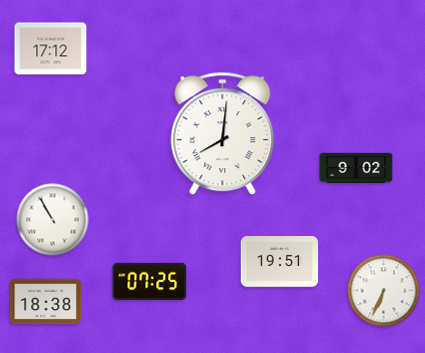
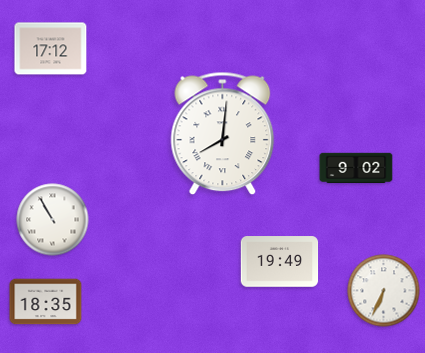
clock at (280, 262): 19:51 -> 19:49
clock at (150, 281): 07:25 -> none
clock at (46, 302): 18:38 -> 18:35
